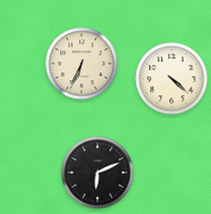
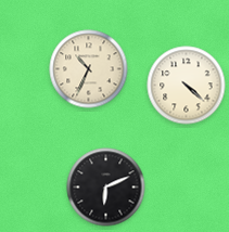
clock at (82, 64): 6:34 -> 10:34
